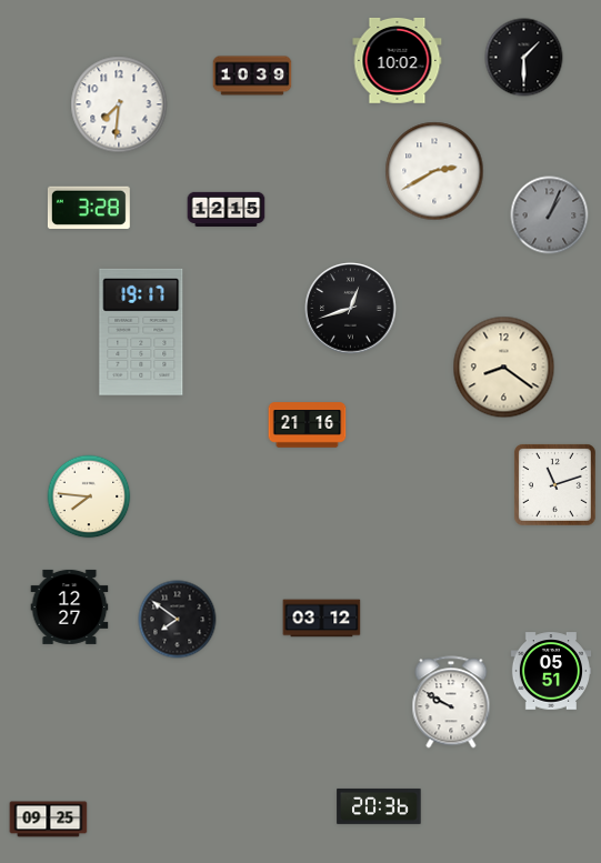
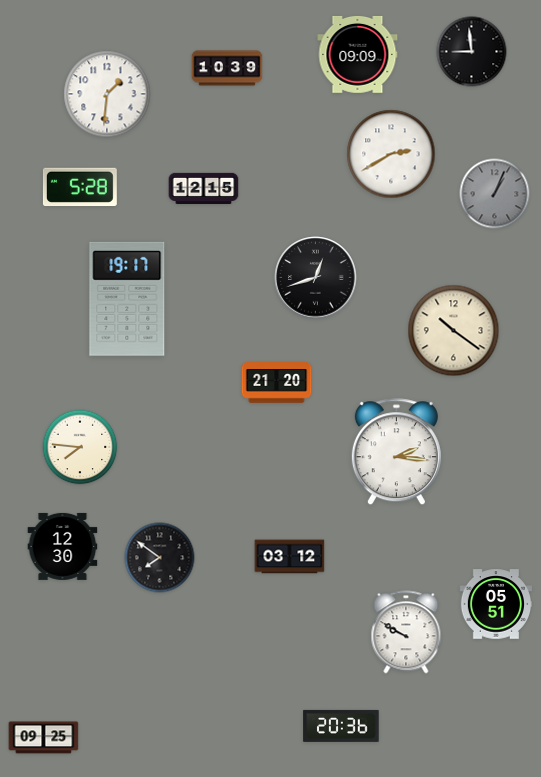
clock at (524, 58): 1:30 -> 8:59
clock at (398, 60): 10:02 -> 09:09
clock at (119, 104): 7:31 -> 1:31
clock at (89, 208): 3:28 -> 5:28
clock at (504, 368): 8:21 -> 10:21
clock at (308, 425): 21:16 -> 21:20
clock at (554, 484): 11:12 -> none
clock at (396, 452): none -> 2:16
clock at (70, 606): 12:27 -> 12:30
